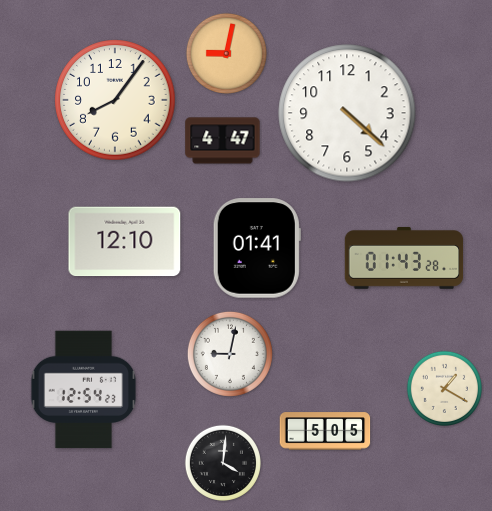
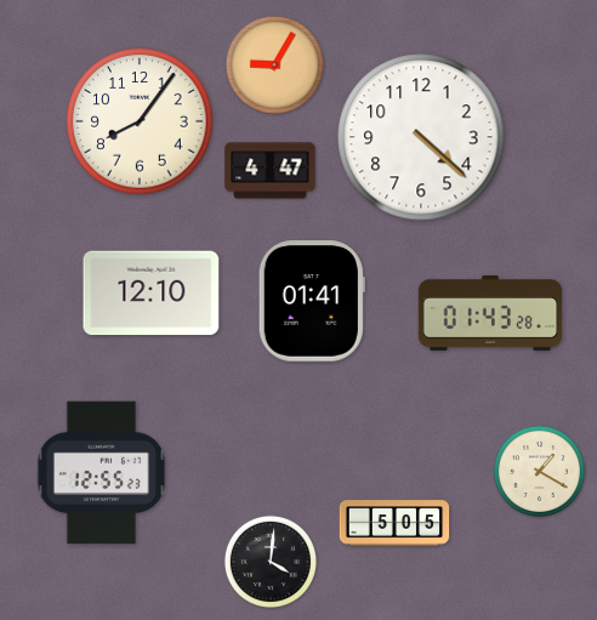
clock at (226, 53): 9:02 -> 9:05
clock at (230, 354): 9:02 -> none
clock at (84, 390): 12:54 -> 12:55
